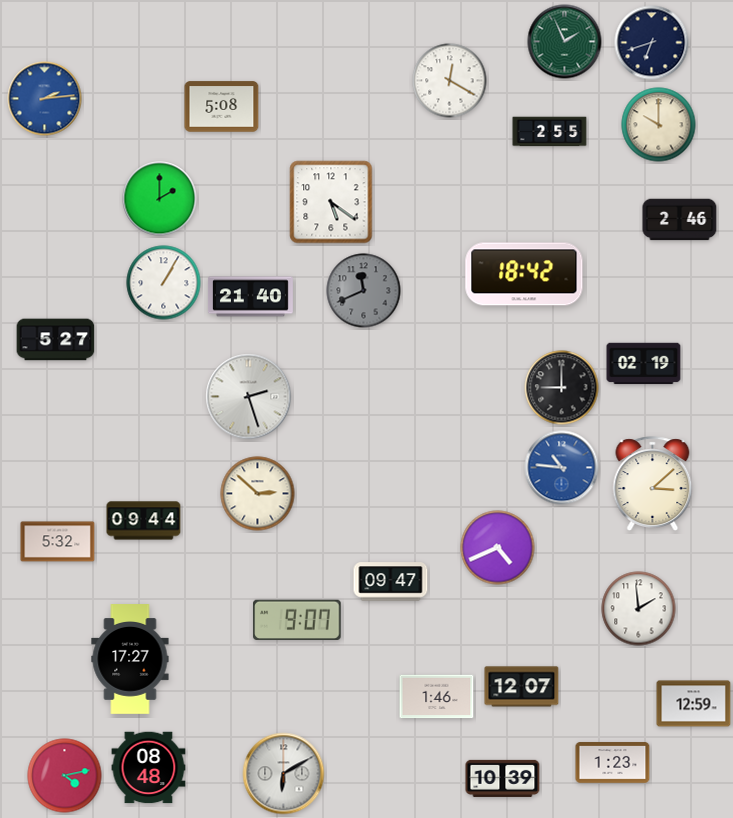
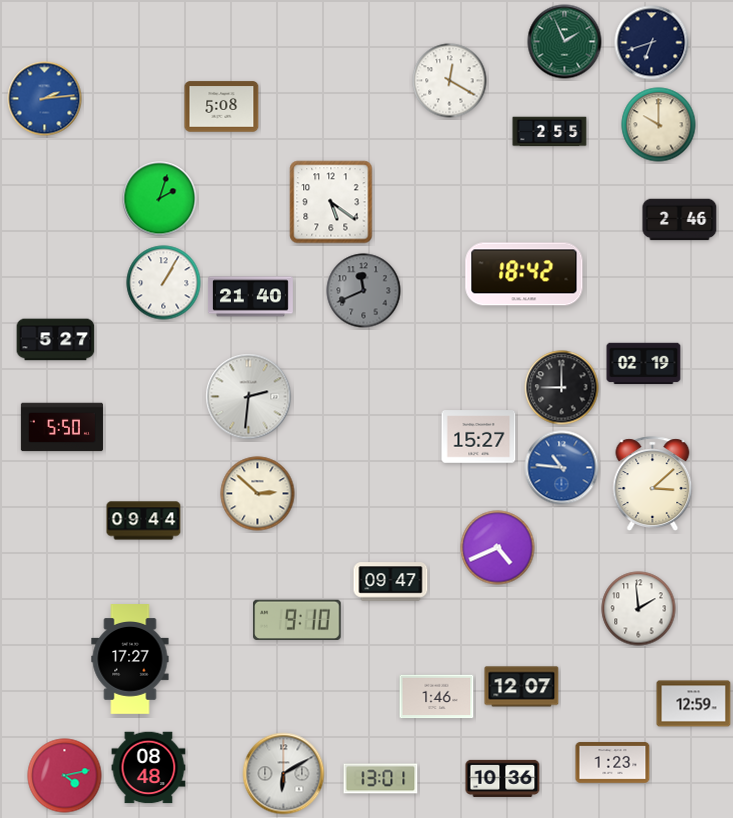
clock at (160, 199): 2:00 -> 2:03
clock at (249, 397): 2:27 -> 2:31
clock at (62, 427): none -> 5:50
clock at (479, 437): none -> 15:27
clock at (58, 542): 5:32 -> none
clock at (297, 620): 9:07 -> 9:10
clock at (503, 778): 10:39 -> 10:36
clock at (381, 779): none -> 13:01
